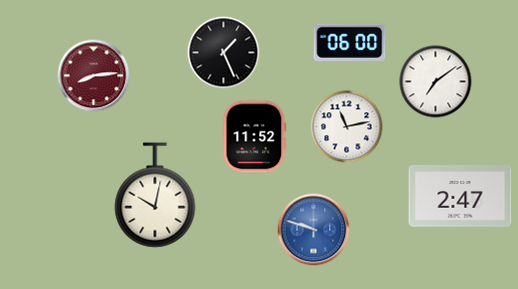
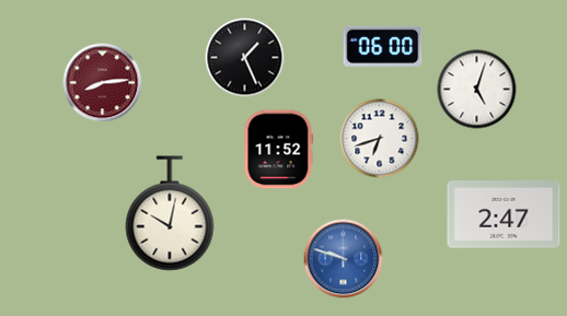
clock at (436, 82): 7:09 -> 5:03
clock at (347, 127): 11:13 -> 6:42
clock at (314, 230) position: (314, 230) -> (344, 259)
